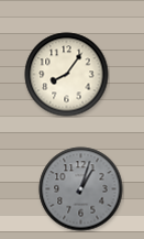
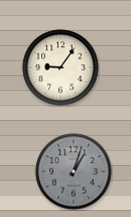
clock at (67, 75): 8:06 -> 9:06
